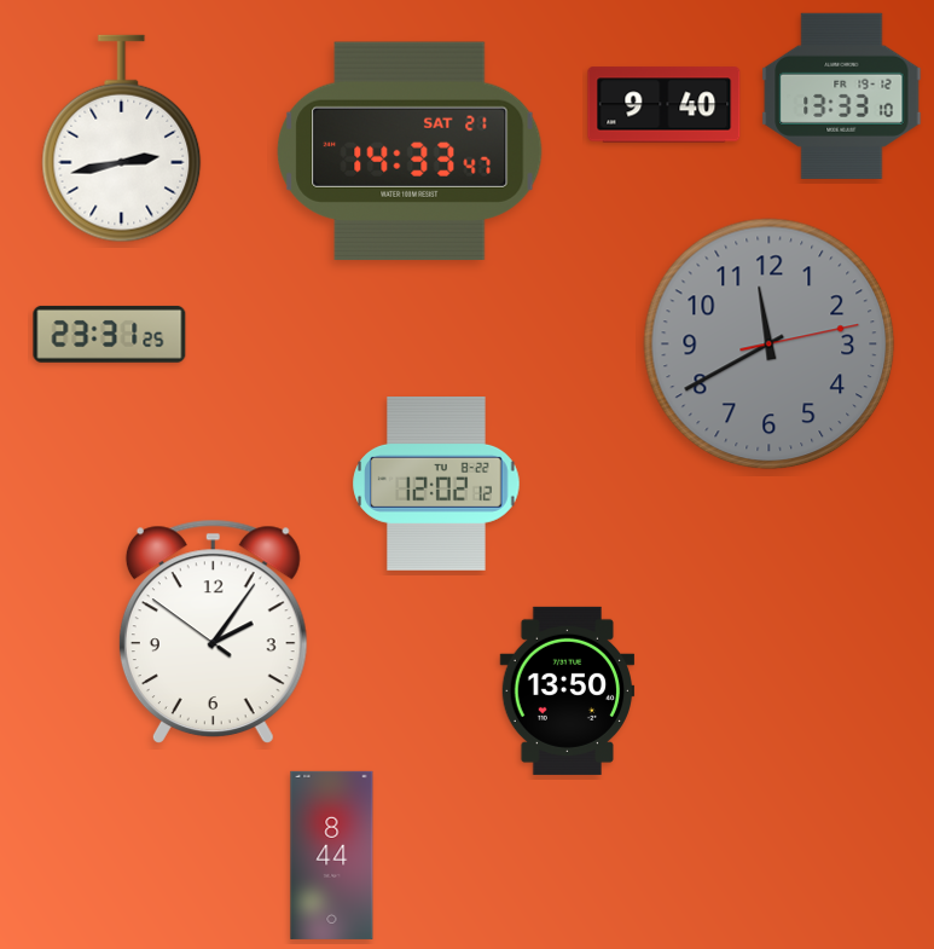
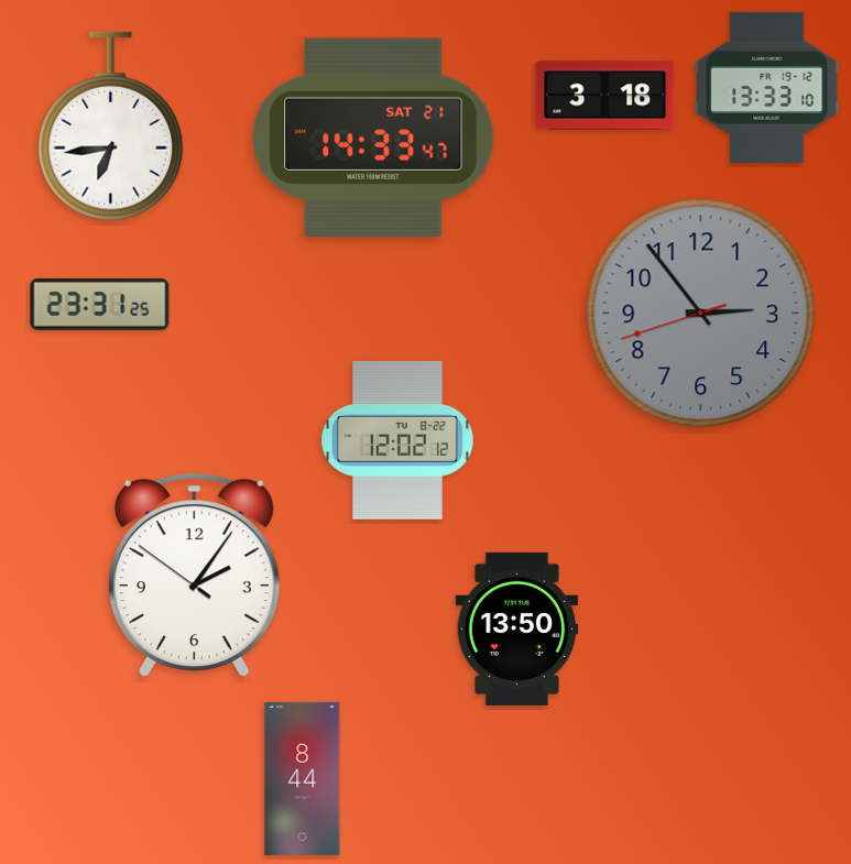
clock at (665, 105): 9:40 -> 3:18
clock at (122, 139): 2:43 -> 6:44
clock at (770, 345): 11:40 -> 2:53
